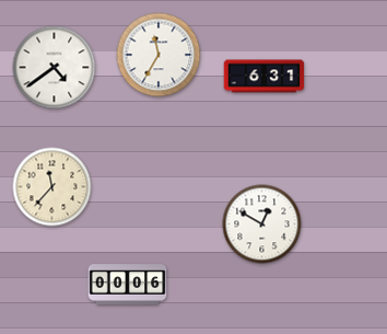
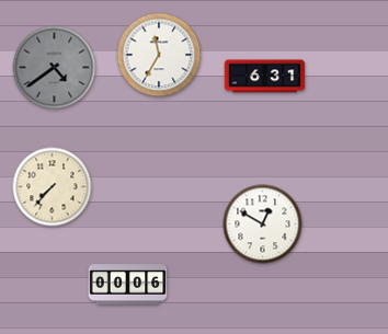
clock at (55, 68) dial: white -> grey
clock at (52, 187): 11:37 -> 7:37
